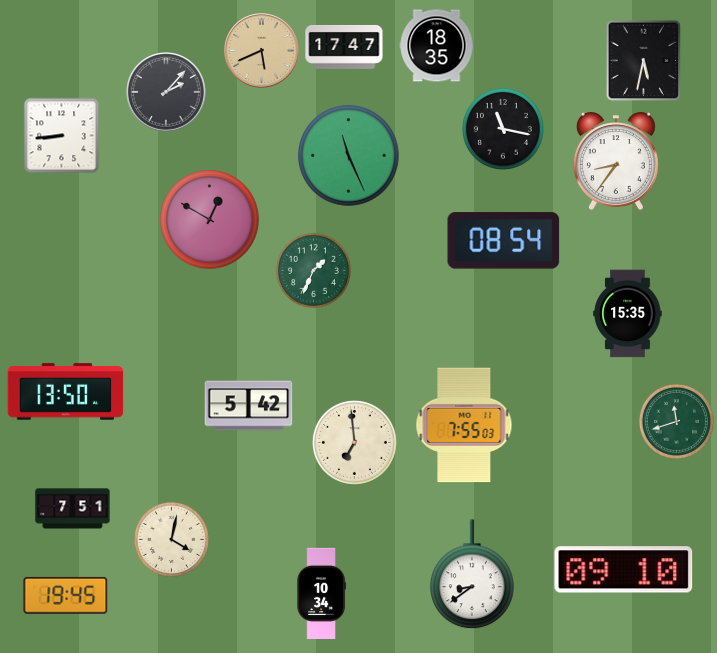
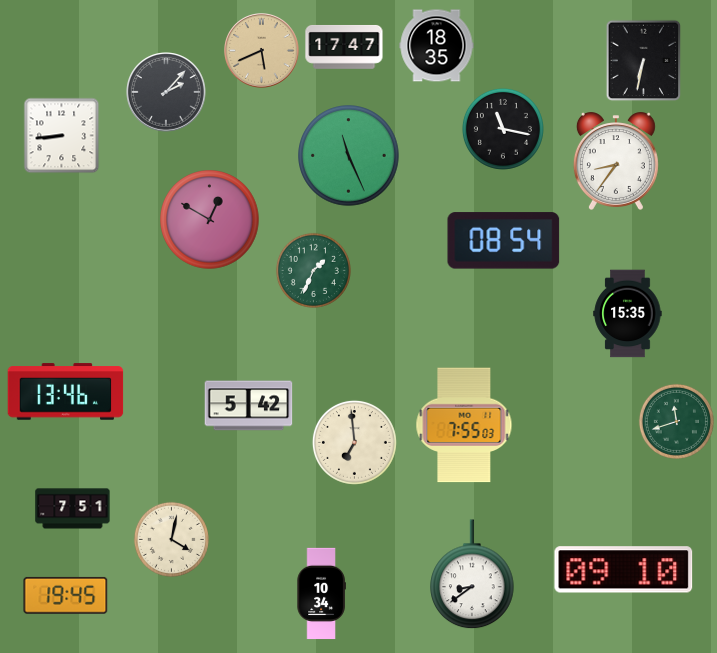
clock at (644, 61): 5:32 -> 6:32
clock at (66, 392): 13:50 -> 13:46
